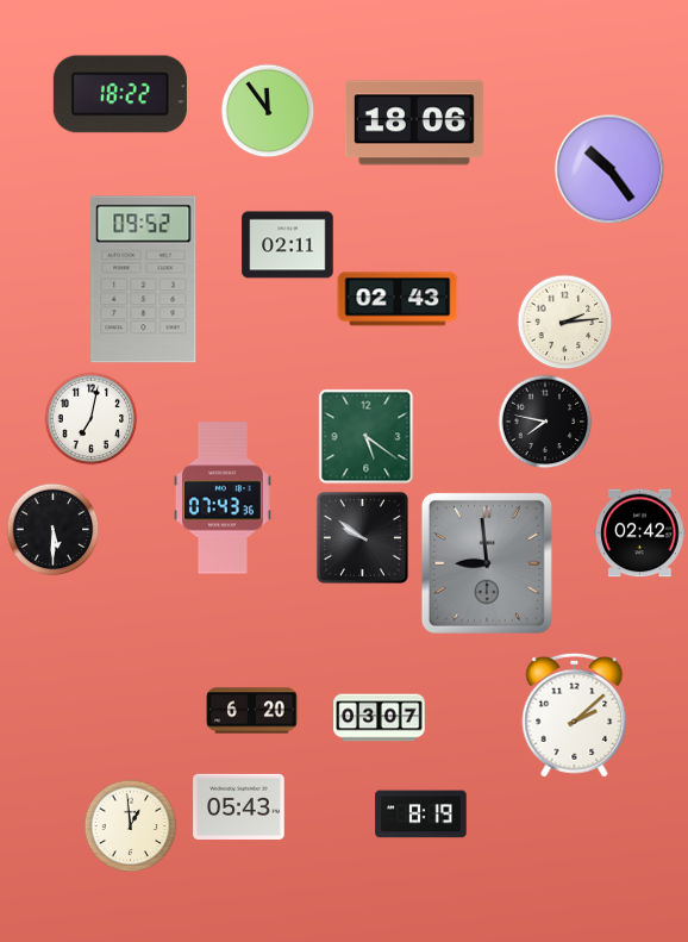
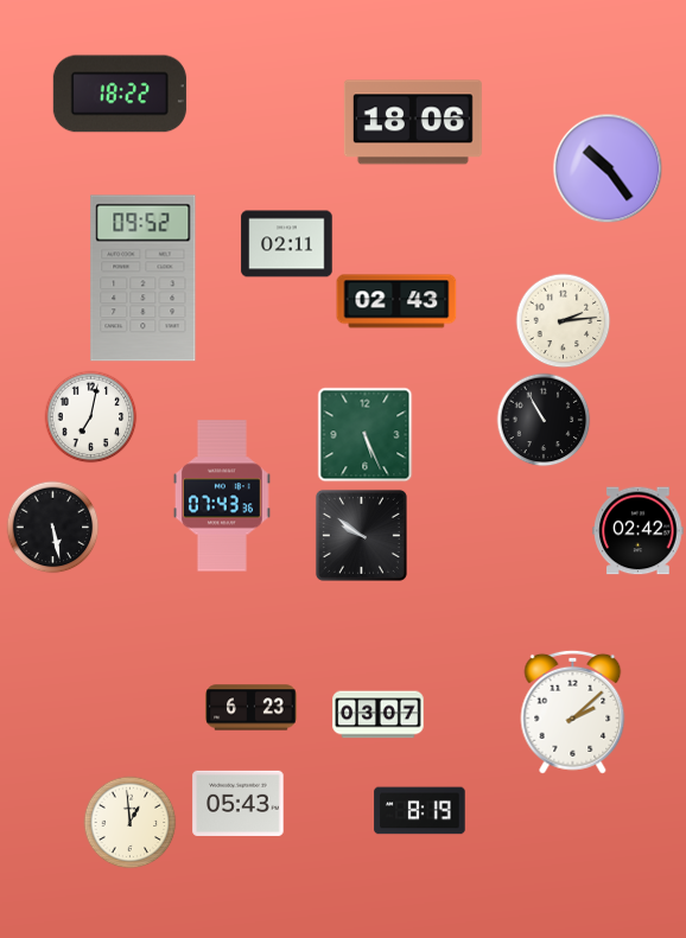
clock at (268, 111): 11:54 -> none
clock at (398, 299) position: (398, 299) -> (396, 301)
clock at (545, 422): 7:47 -> 10:55
clock at (365, 436): 5:21 -> 5:26
clock at (52, 529): 5:30 -> 5:28
clock at (487, 563): 8:59 -> none
clock at (252, 711): 6:20 -> 6:23
